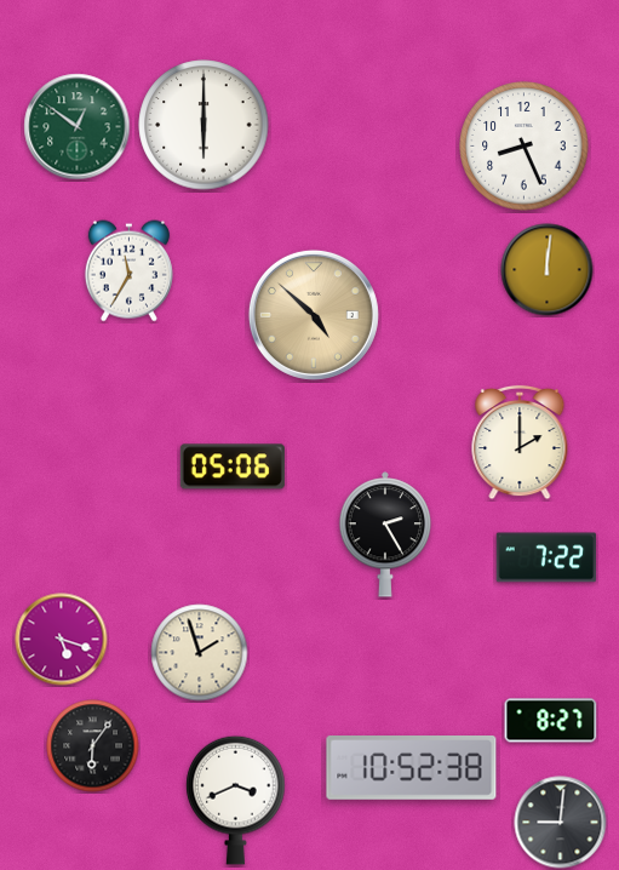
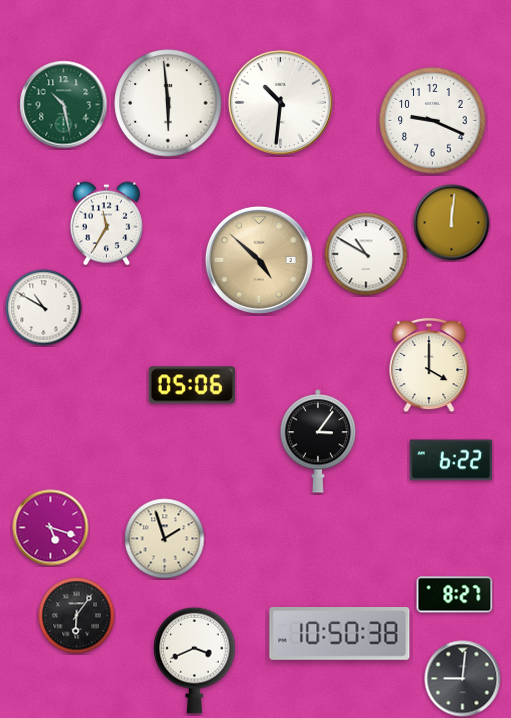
clock at (280, 102): none -> 10:31
clock at (204, 125): 6:00 -> 5:59
clock at (78, 127): 12:51 -> 10:28
clock at (525, 147): 8:26 -> 9:19
clock at (366, 254): none -> 10:50
clock at (44, 308): none -> 10:50
clock at (520, 442): 2:00 -> 4:00
clock at (385, 534): 2:25 -> 3:06
clock at (546, 557): 7:22 -> 6:22
clock at (412, 768): 10:52 -> 10:50
